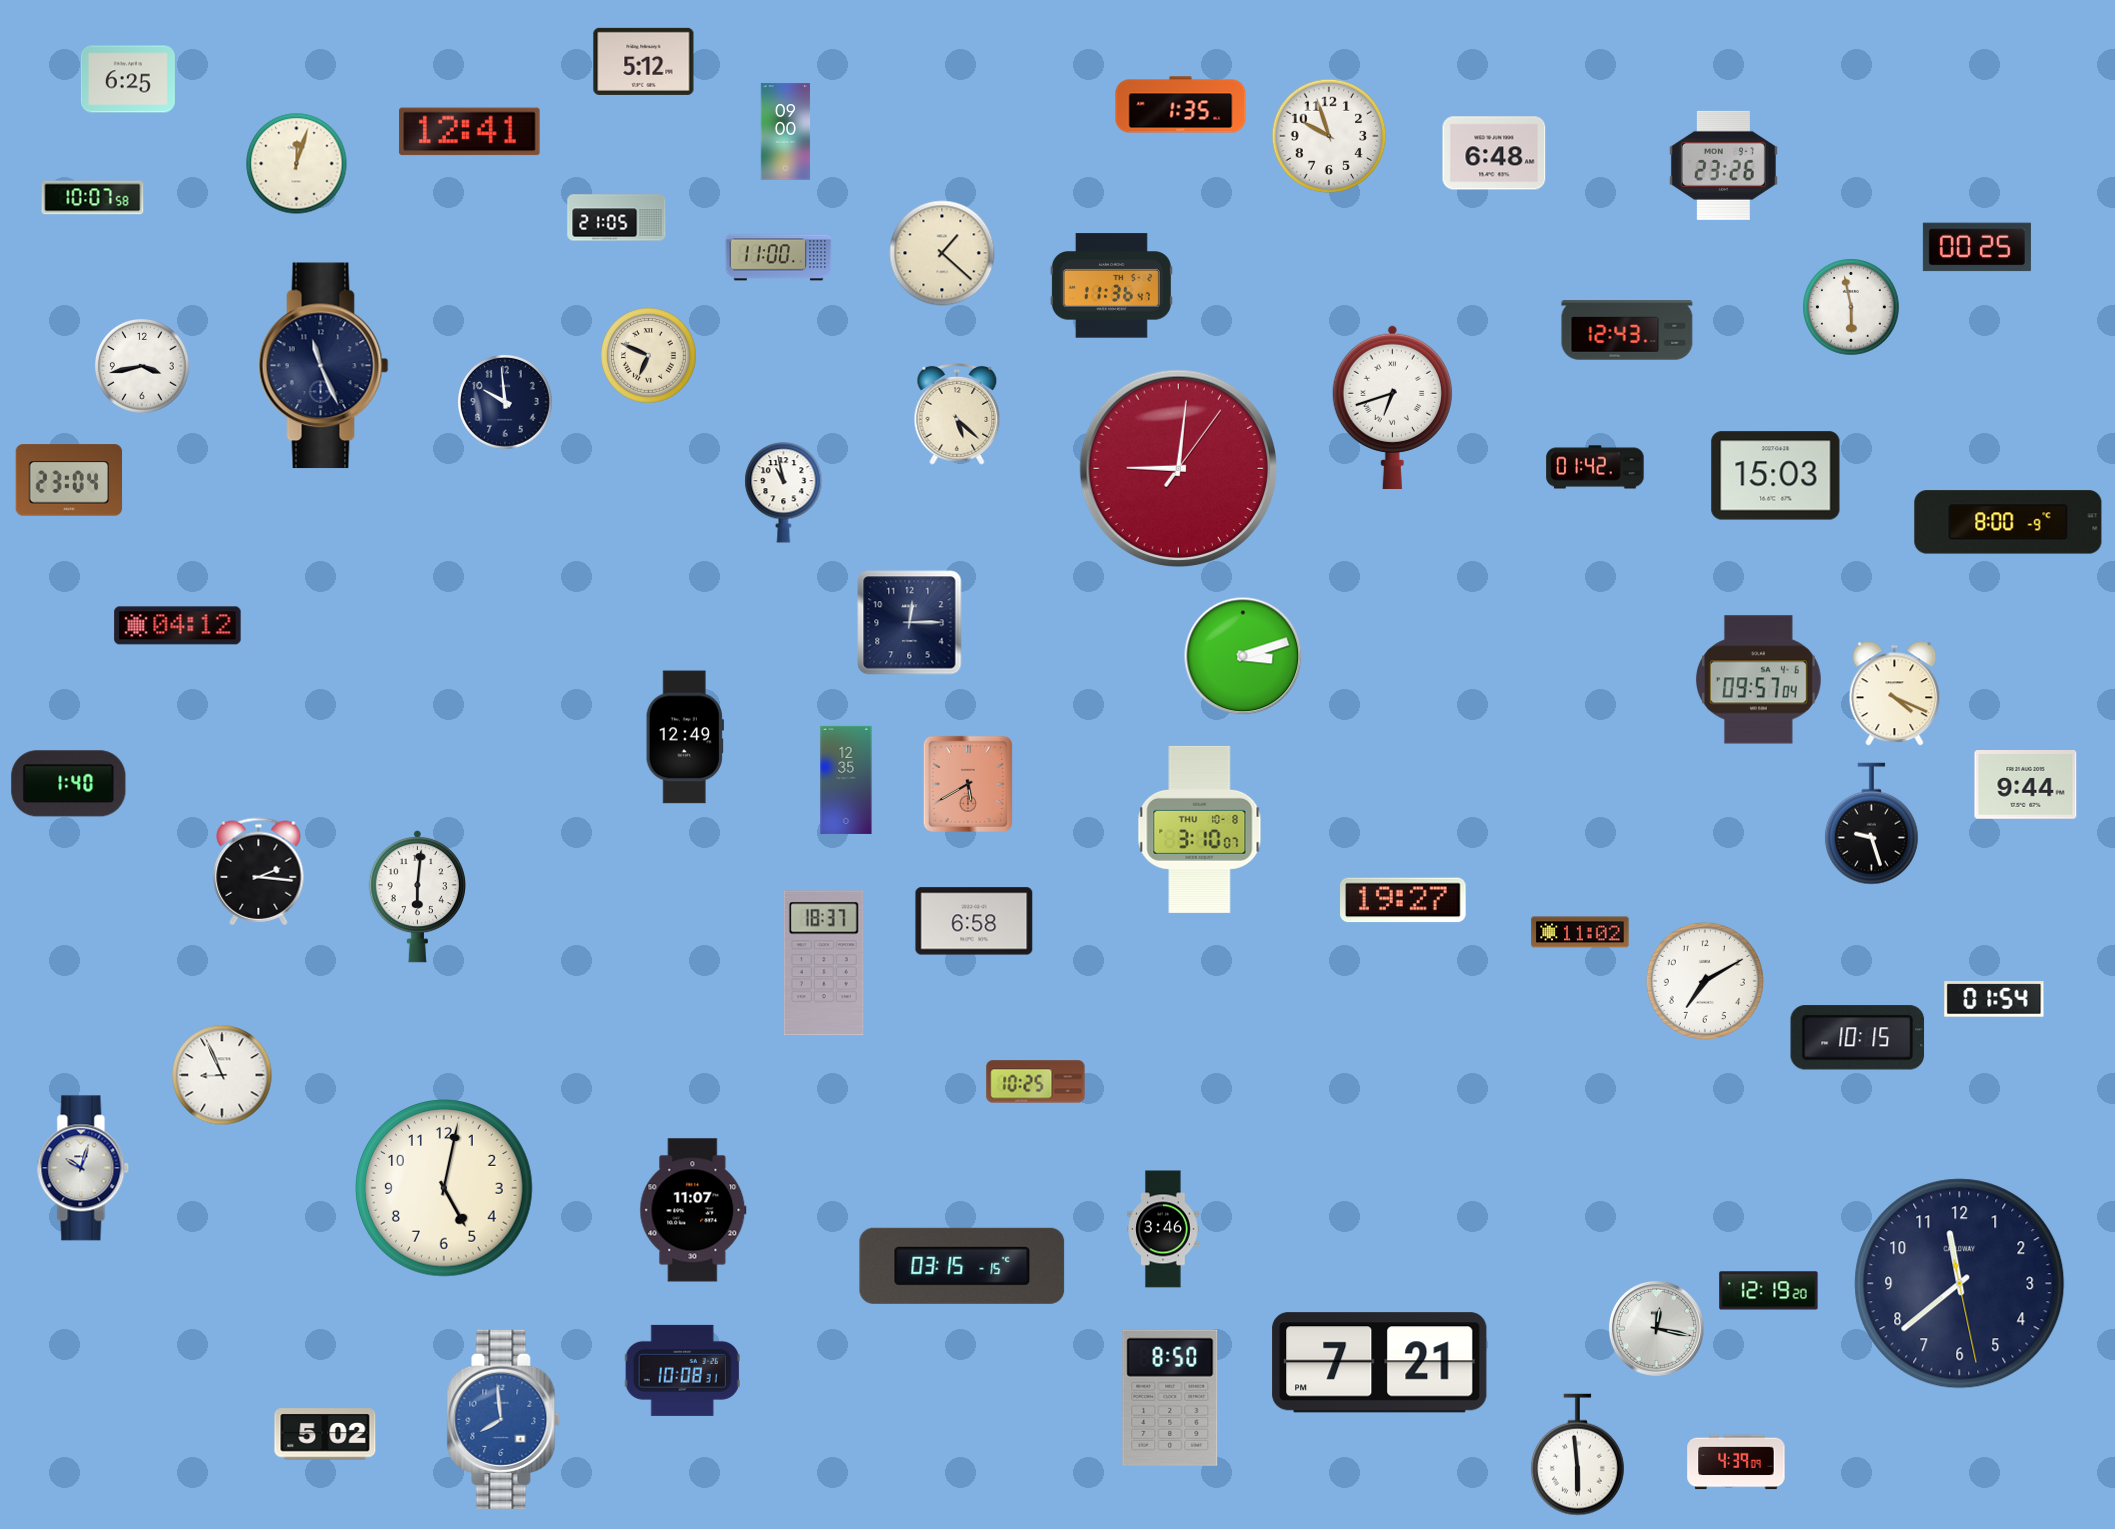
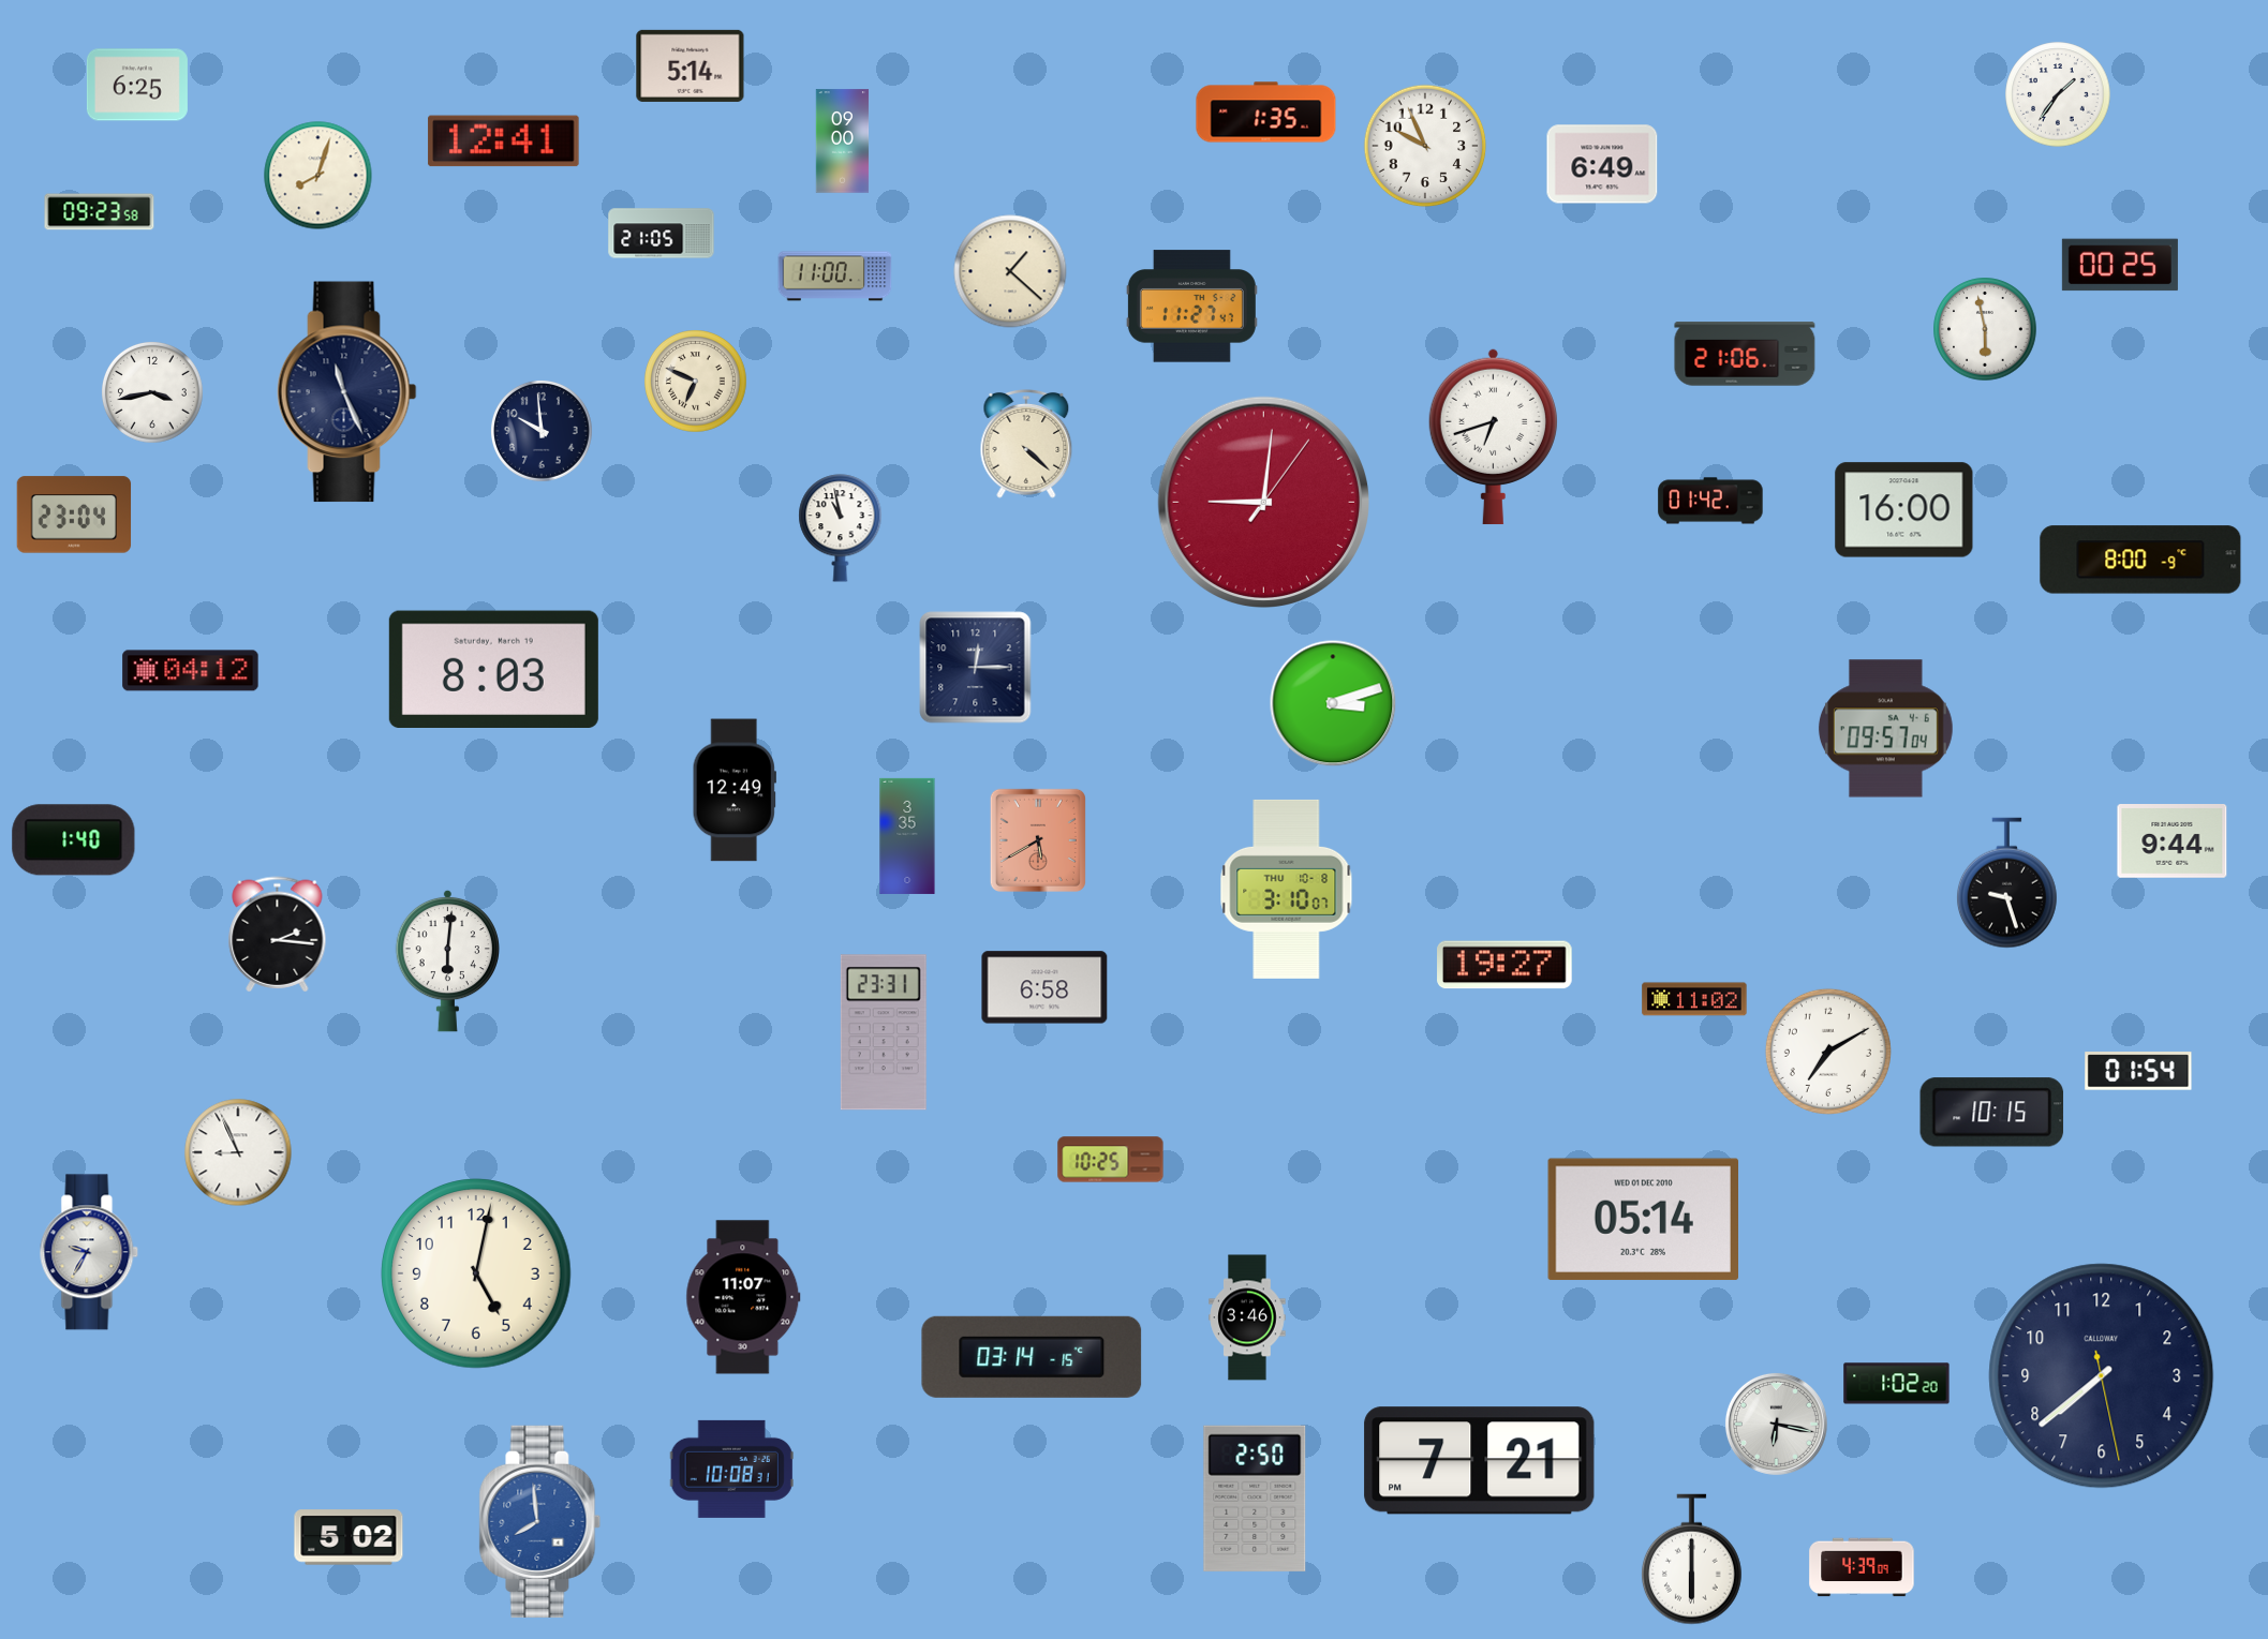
clock at (644, 61): 5:12 -> 5:14
clock at (2058, 94): none -> 1:36
clock at (1329, 136): 9:57 -> 9:56
clock at (1494, 153): 6:48 -> 6:49
clock at (297, 164): 12:03 -> 8:03
clock at (1723, 165): 23:26 -> none
clock at (93, 198): 10:07 -> 09:23
clock at (1111, 286): 11:36 -> 11:27
clock at (1627, 330): 12:43 -> 21:06
clock at (957, 415): 5:22 -> 4:22
clock at (1776, 476): 15:03 -> 16:00
clock at (2008, 522) position: (2008, 522) -> (2140, 560)
clock at (493, 670): none -> 8:03
clock at (1895, 694): 4:19 -> none
clock at (846, 780): 12:35 -> 3:35
clock at (824, 963): 18:37 -> 23:31
clock at (1643, 1220): none -> 05:14
clock at (83, 1168): 10:03 -> 9:35
clock at (962, 1266): 03:15 -> 03:14
clock at (1960, 1284): 11:38 -> 7:38
clock at (1769, 1291): 12:19 -> 1:02
clock at (1656, 1328): 12:17 -> 6:17
clock at (1170, 1398): 8:50 -> 2:50
clock at (1577, 1455): 5:59 -> 6:00
